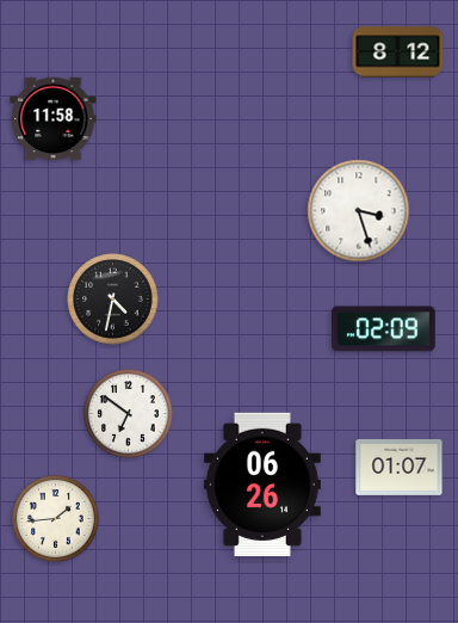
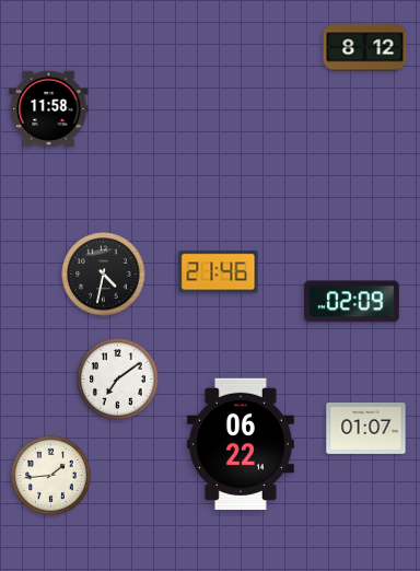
clock at (359, 211): 3:27 -> none
clock at (219, 272): none -> 21:46
clock at (129, 414): 6:51 -> 7:09
clock at (262, 483): 06:26 -> 06:22
